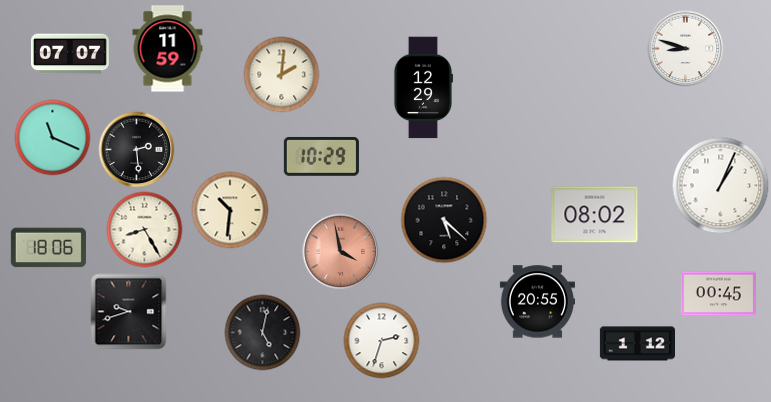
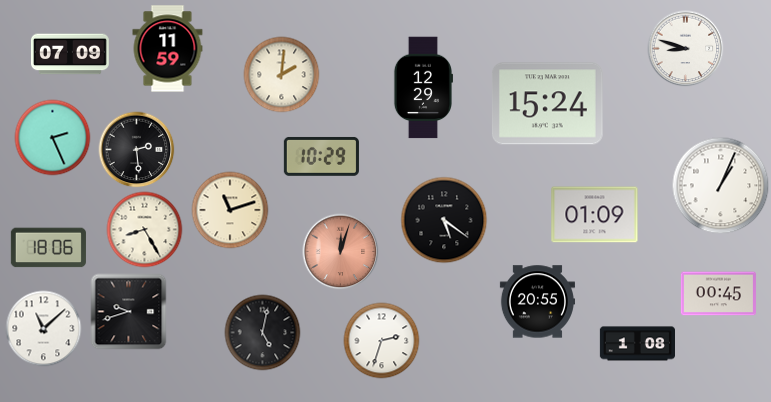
clock at (70, 54): 07:07 -> 07:09
clock at (547, 104): none -> 15:24
clock at (53, 138): 11:19 -> 2:26
clock at (230, 210): 10:31 -> 11:12
clock at (595, 215): 08:02 -> 01:09
clock at (444, 220): 5:22 -> 5:21
clock at (341, 252): 3:58 -> 12:03
clock at (44, 329): none -> 11:08
clock at (637, 344): 1:12 -> 1:08
